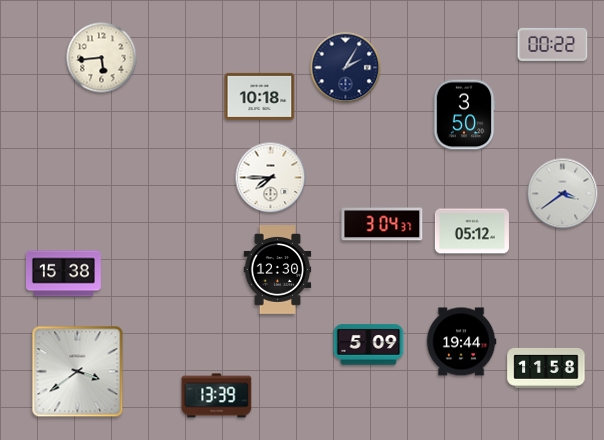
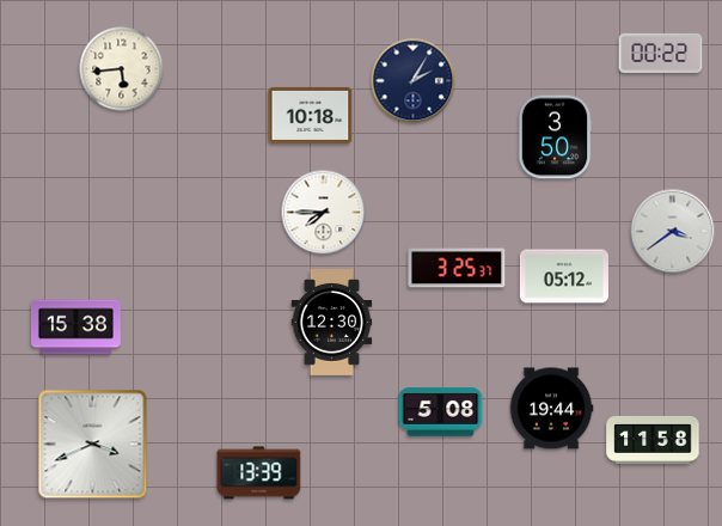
clock at (382, 224): 3:04 -> 3:25
clock at (369, 345): 5:09 -> 5:08
clock at (78, 372): 3:39 -> 3:41
